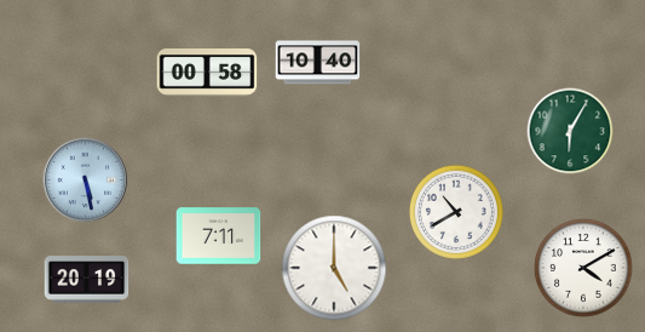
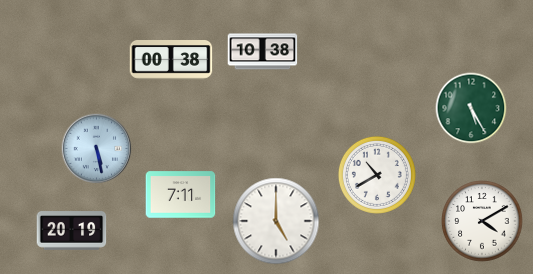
clock at (318, 63): 10:40 -> 10:38
clock at (207, 74): 00:58 -> 00:38
clock at (570, 131): 6:05 -> 5:25
clock at (86, 181) position: (86, 181) -> (97, 149)
